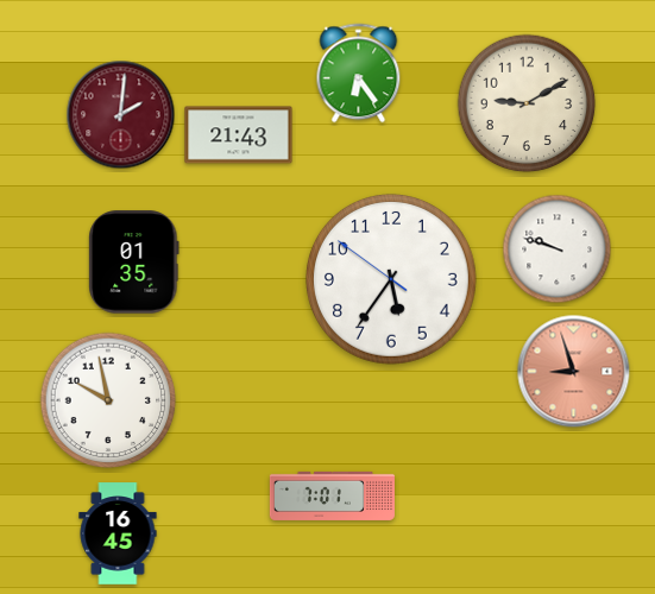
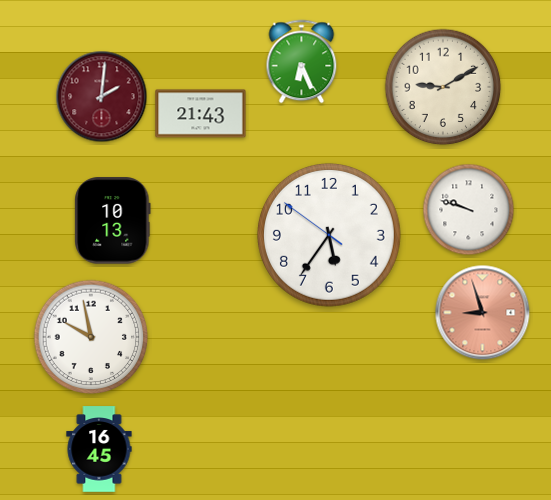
clock at (359, 74): 6:24 -> 6:26
clock at (134, 263): 01:35 -> 10:13
clock at (332, 495): 7:01 -> none
